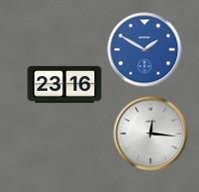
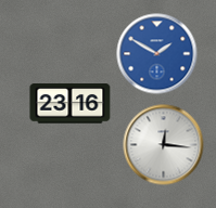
clock at (65, 85) position: (65, 85) -> (71, 104)
